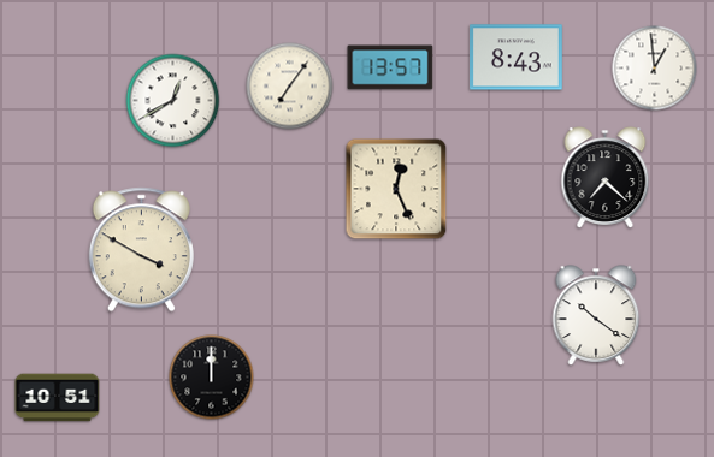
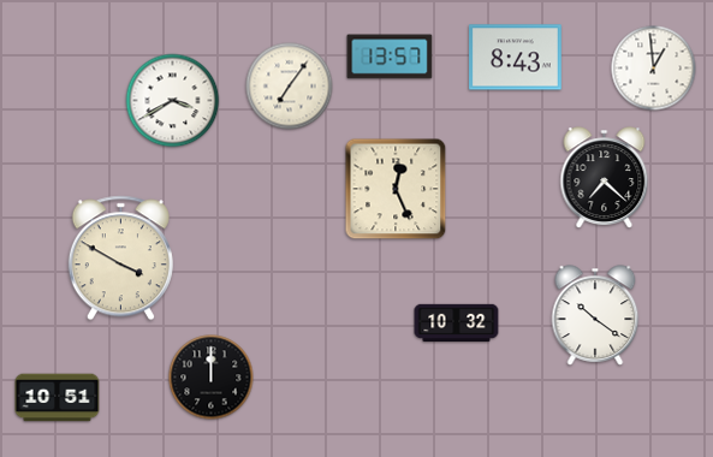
clock at (390, 67) position: (390, 67) -> (390, 57)
clock at (173, 101): 12:40 -> 3:40
clock at (141, 250) position: (141, 250) -> (120, 259)
clock at (457, 324): none -> 10:32
